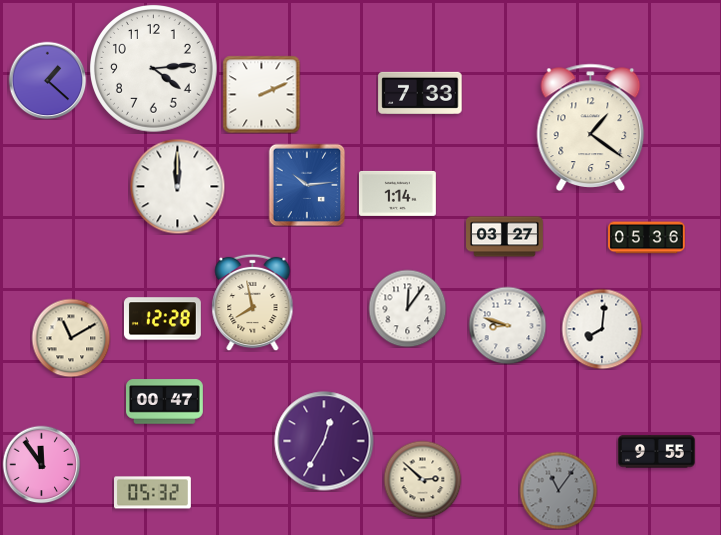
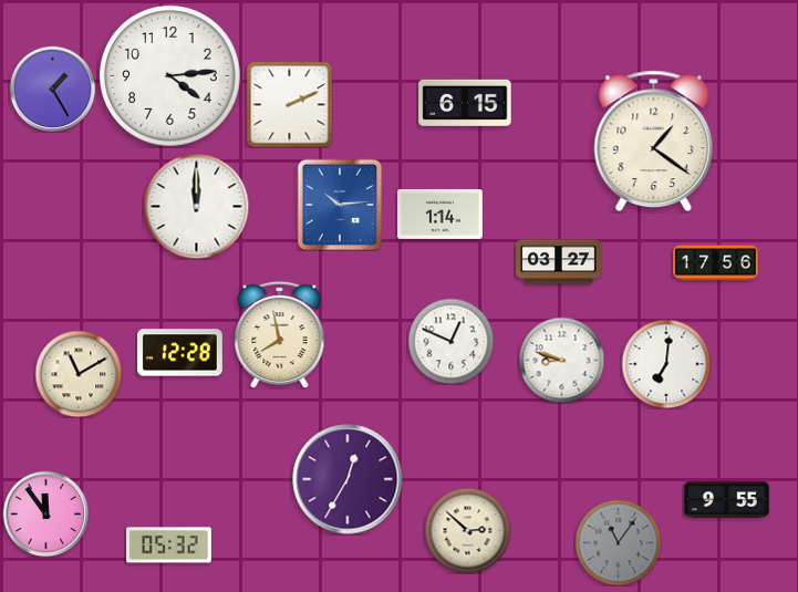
clock at (47, 80): 1:22 -> 1:25
clock at (420, 93): 7:33 -> 6:15
clock at (647, 238): 05:36 -> 17:56
clock at (407, 308): 12:06 -> 12:49
clock at (602, 329): 8:01 -> 7:01
clock at (165, 402): 00:47 -> none
clock at (324, 441) position: (324, 441) -> (348, 479)
